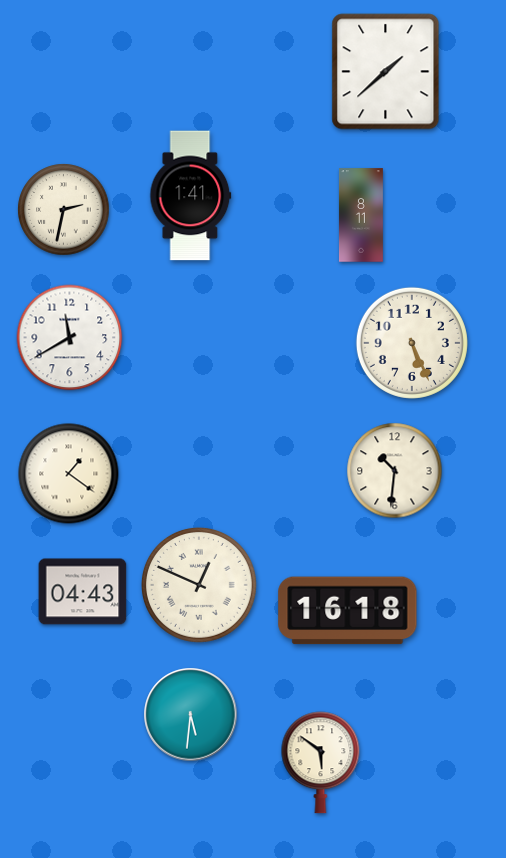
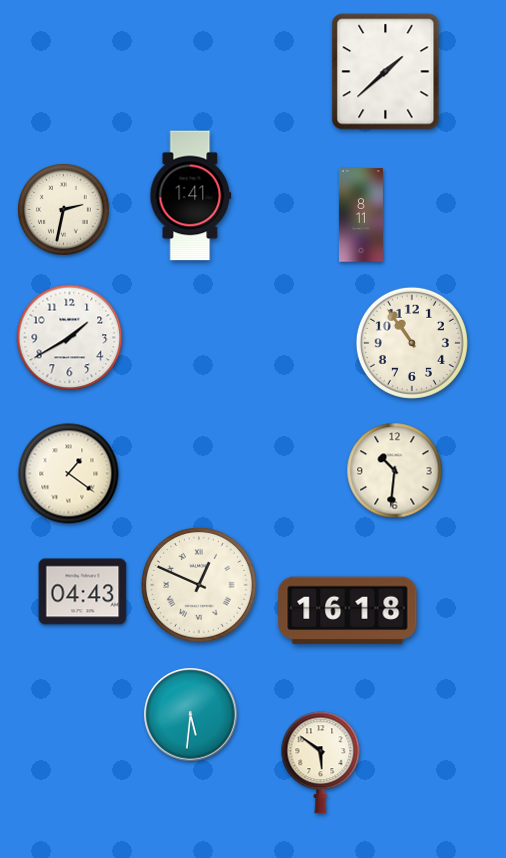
clock at (70, 338): 11:40 -> 1:40
clock at (412, 343): 5:26 -> 10:54
